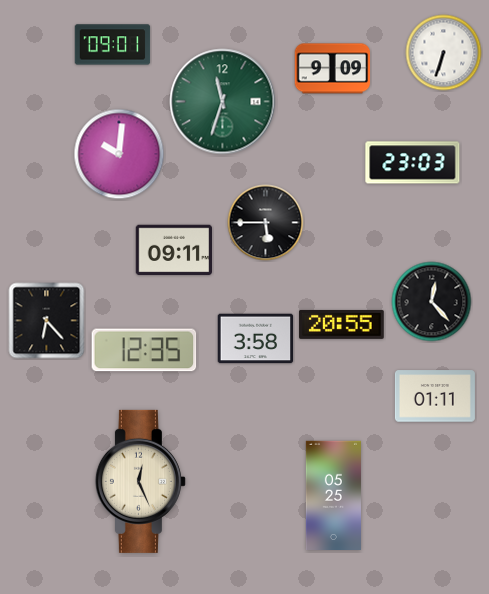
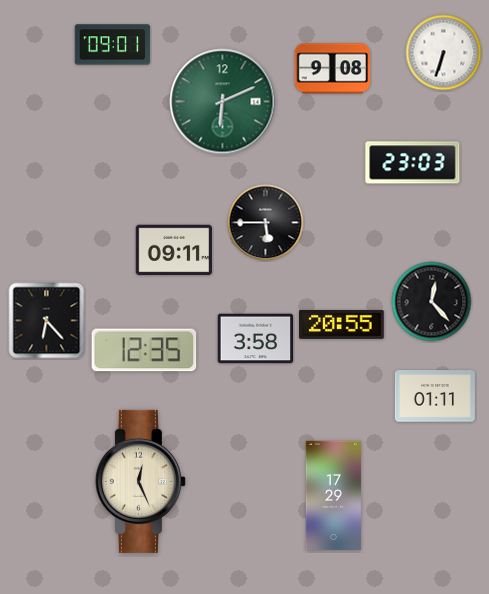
clock at (333, 69): 9:09 -> 9:08
clock at (223, 102): 11:33 -> 6:11
clock at (119, 154): 10:01 -> none
clock at (333, 495): 05:25 -> 17:29
